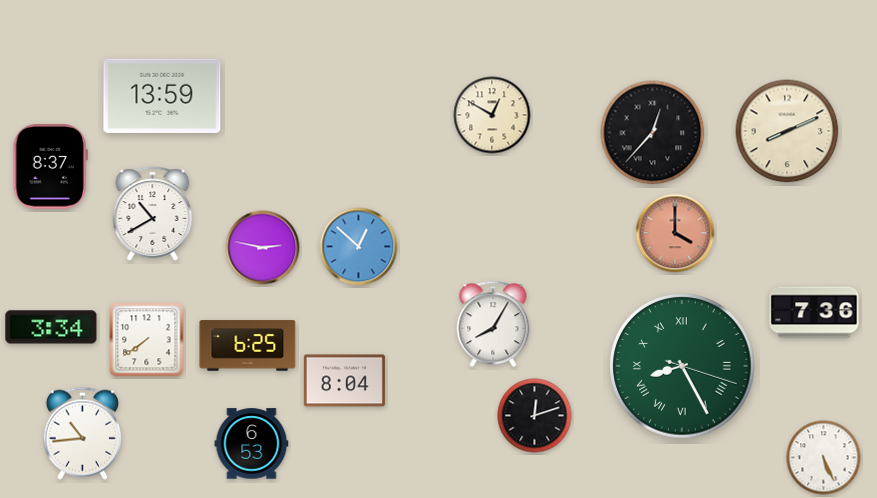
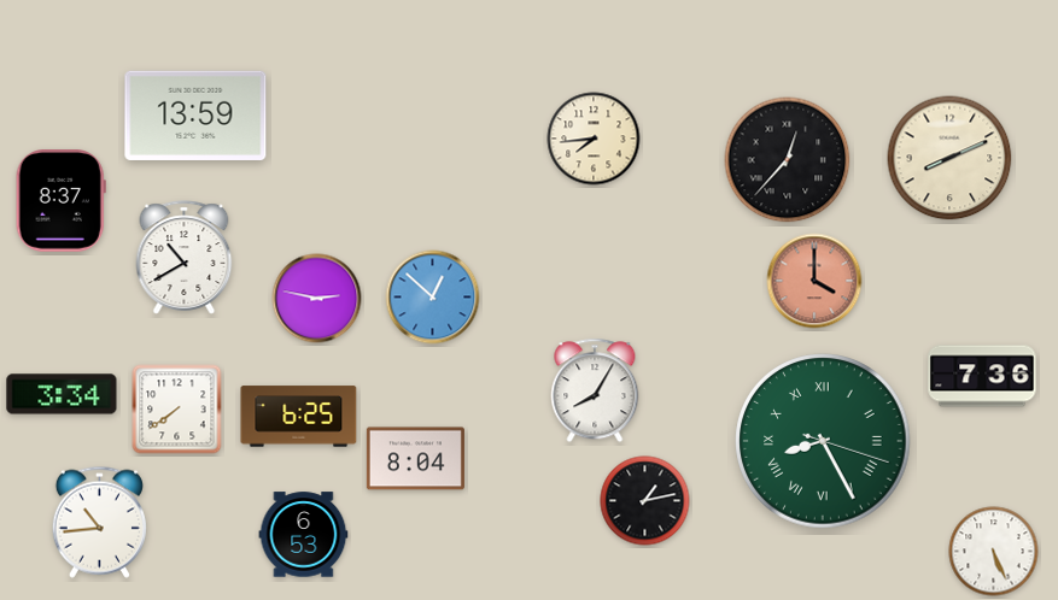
clock at (492, 115): 12:50 -> 7:44
clock at (535, 416): 12:12 -> 1:13
